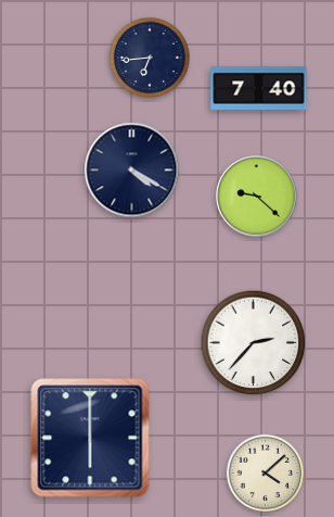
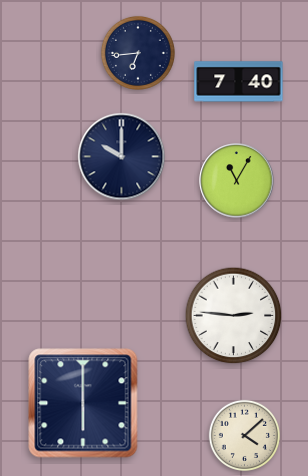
clock at (132, 171): 4:20 -> 10:00
clock at (257, 197): 9:22 -> 11:05
clock at (254, 343): 2:37 -> 2:46
